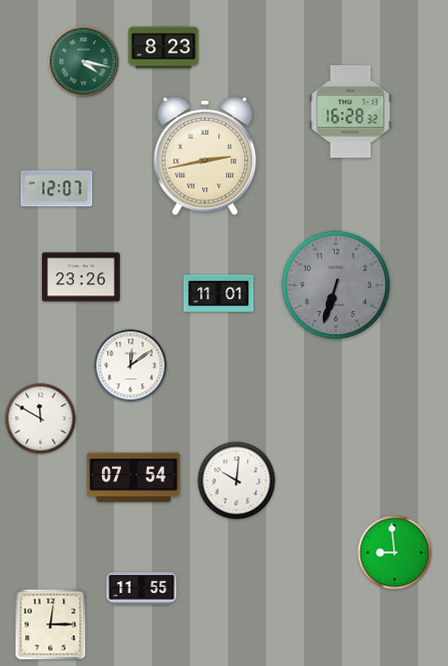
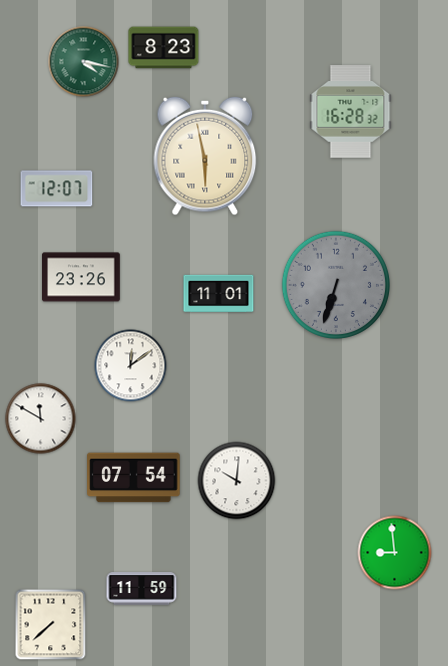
clock at (205, 156): 2:43 -> 5:58
clock at (142, 589): 11:55 -> 11:59
clock at (51, 625): 12:15 -> 7:38
